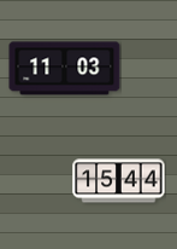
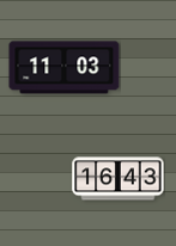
clock at (119, 181): 15:44 -> 16:43
